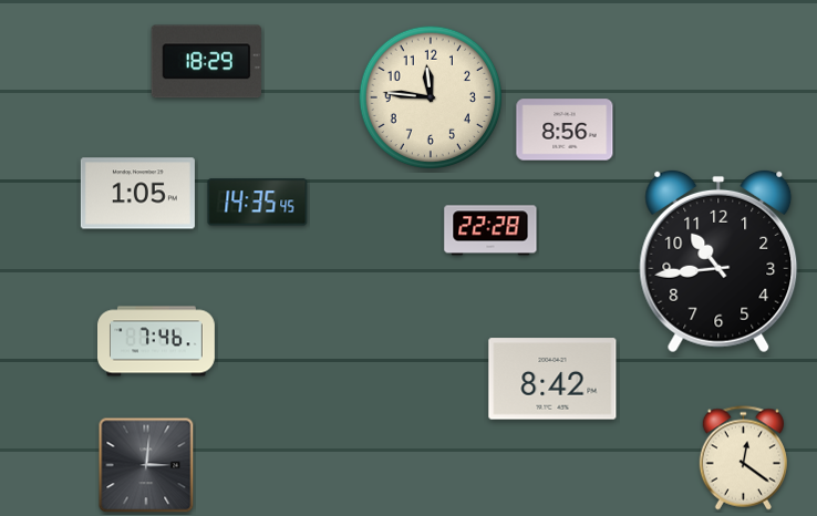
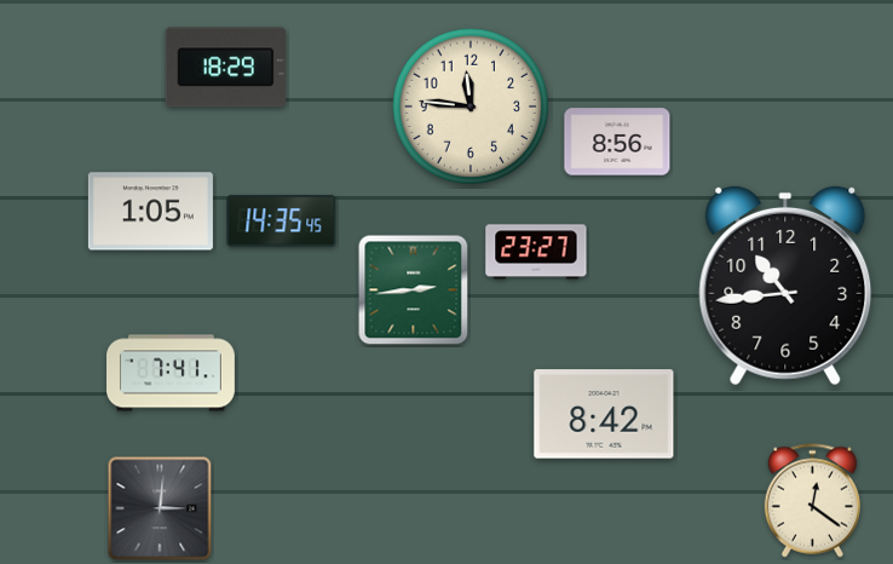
clock at (490, 230): 22:28 -> 23:27
clock at (414, 290): none -> 2:44
clock at (157, 341): 7:46 -> 7:41
